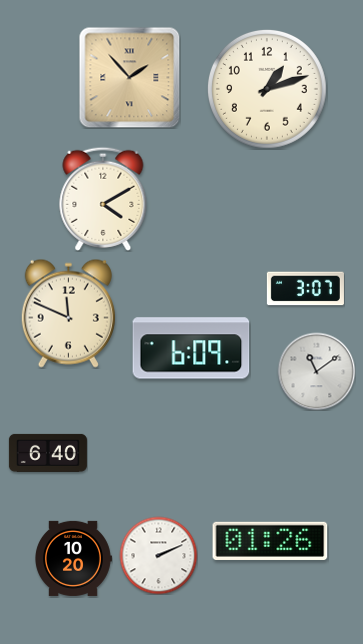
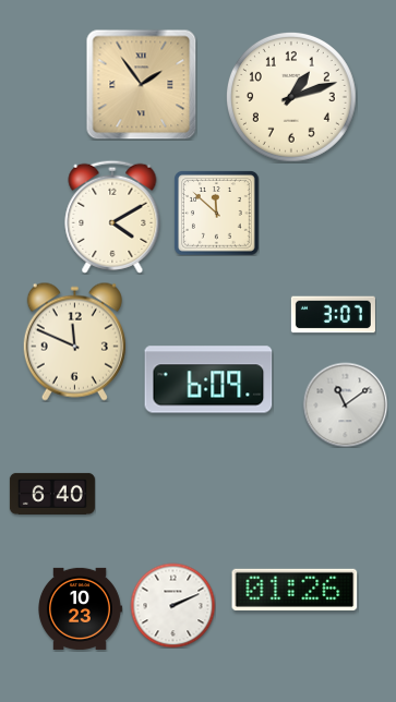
clock at (129, 77): 1:53 -> 1:54
clock at (217, 214): none -> 11:52
clock at (74, 558): 10:20 -> 10:23
